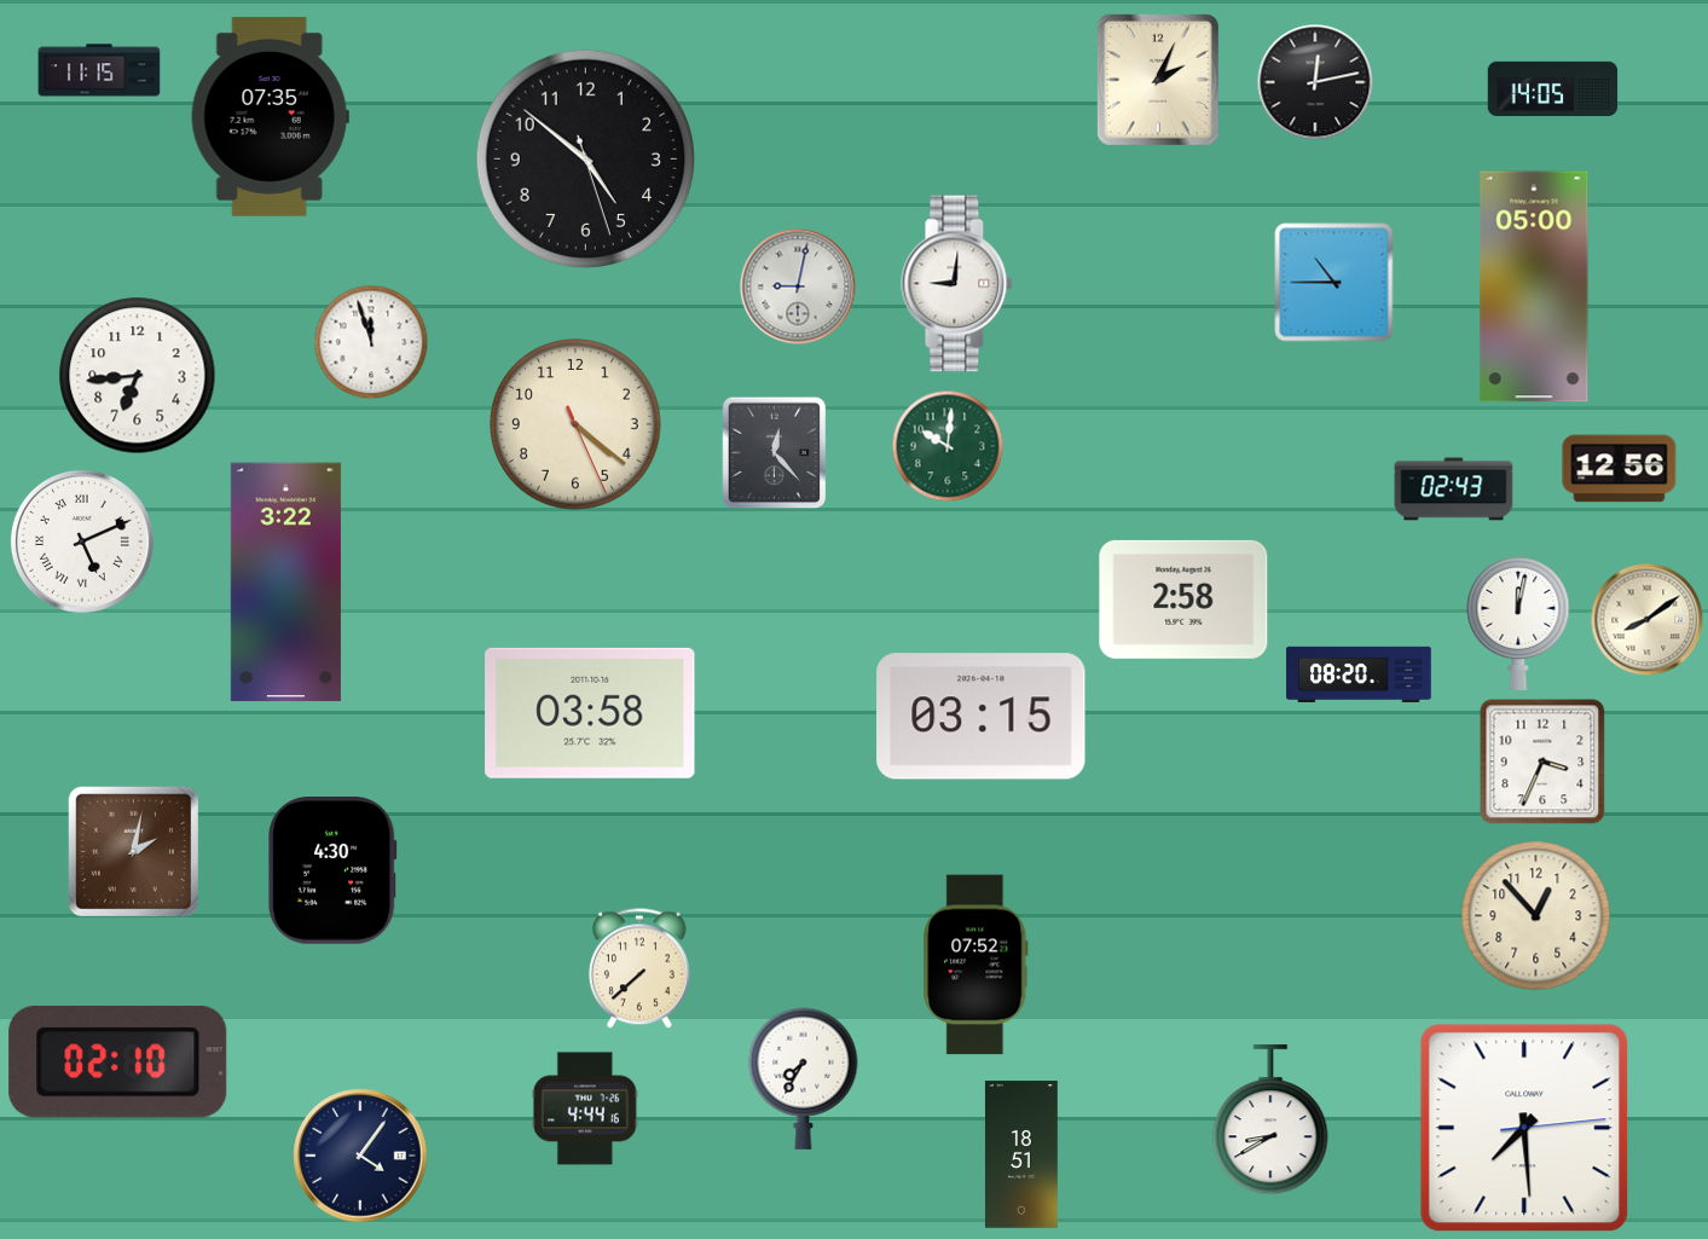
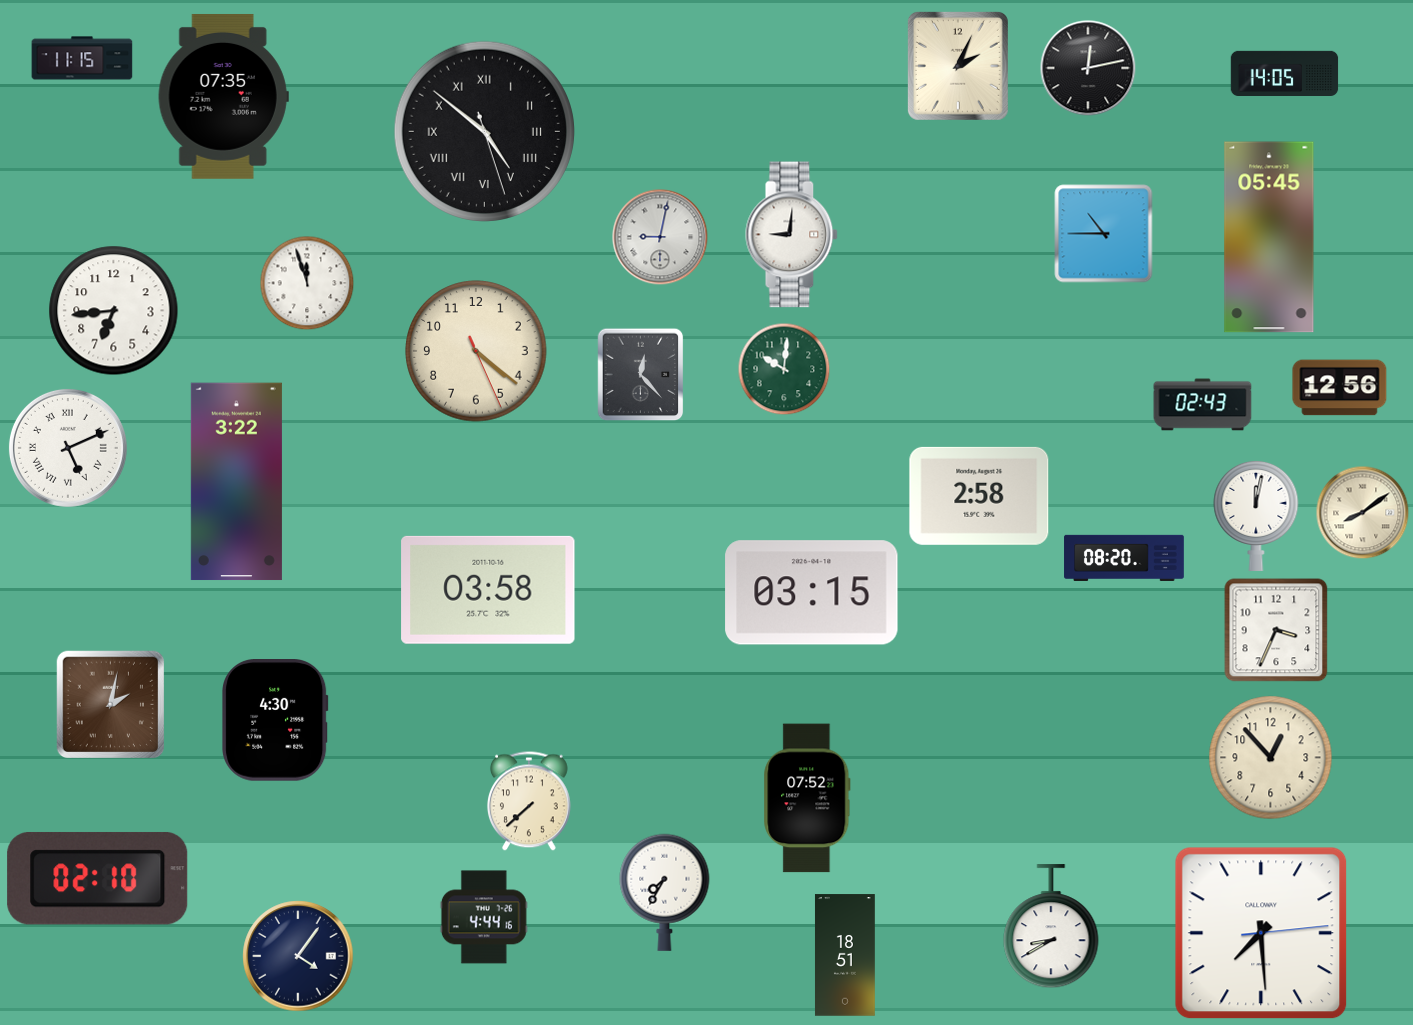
clock at (585, 158) numerals: Arabic -> Roman
clock at (1534, 286): 05:00 -> 05:45
